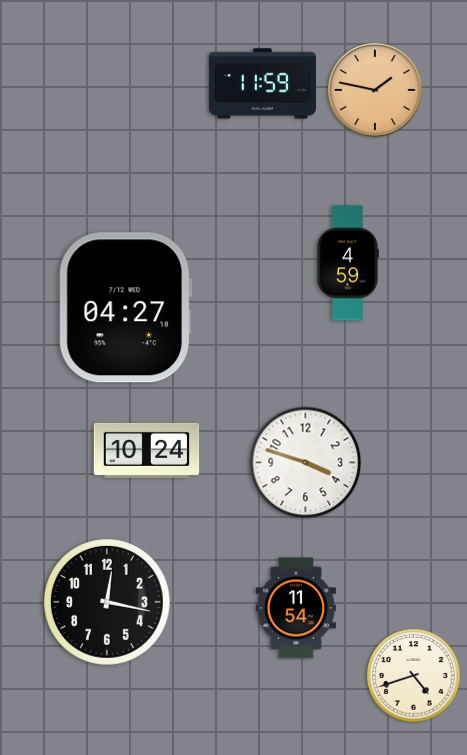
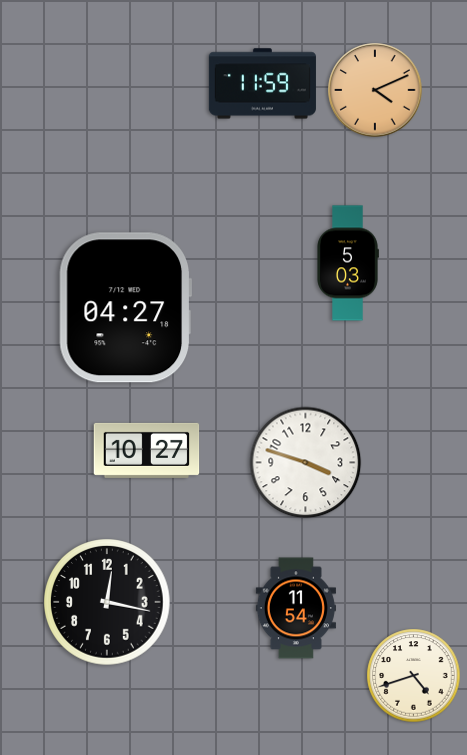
clock at (375, 90): 1:47 -> 4:11
clock at (348, 263): 4:59 -> 5:03
clock at (147, 450): 10:24 -> 10:27
